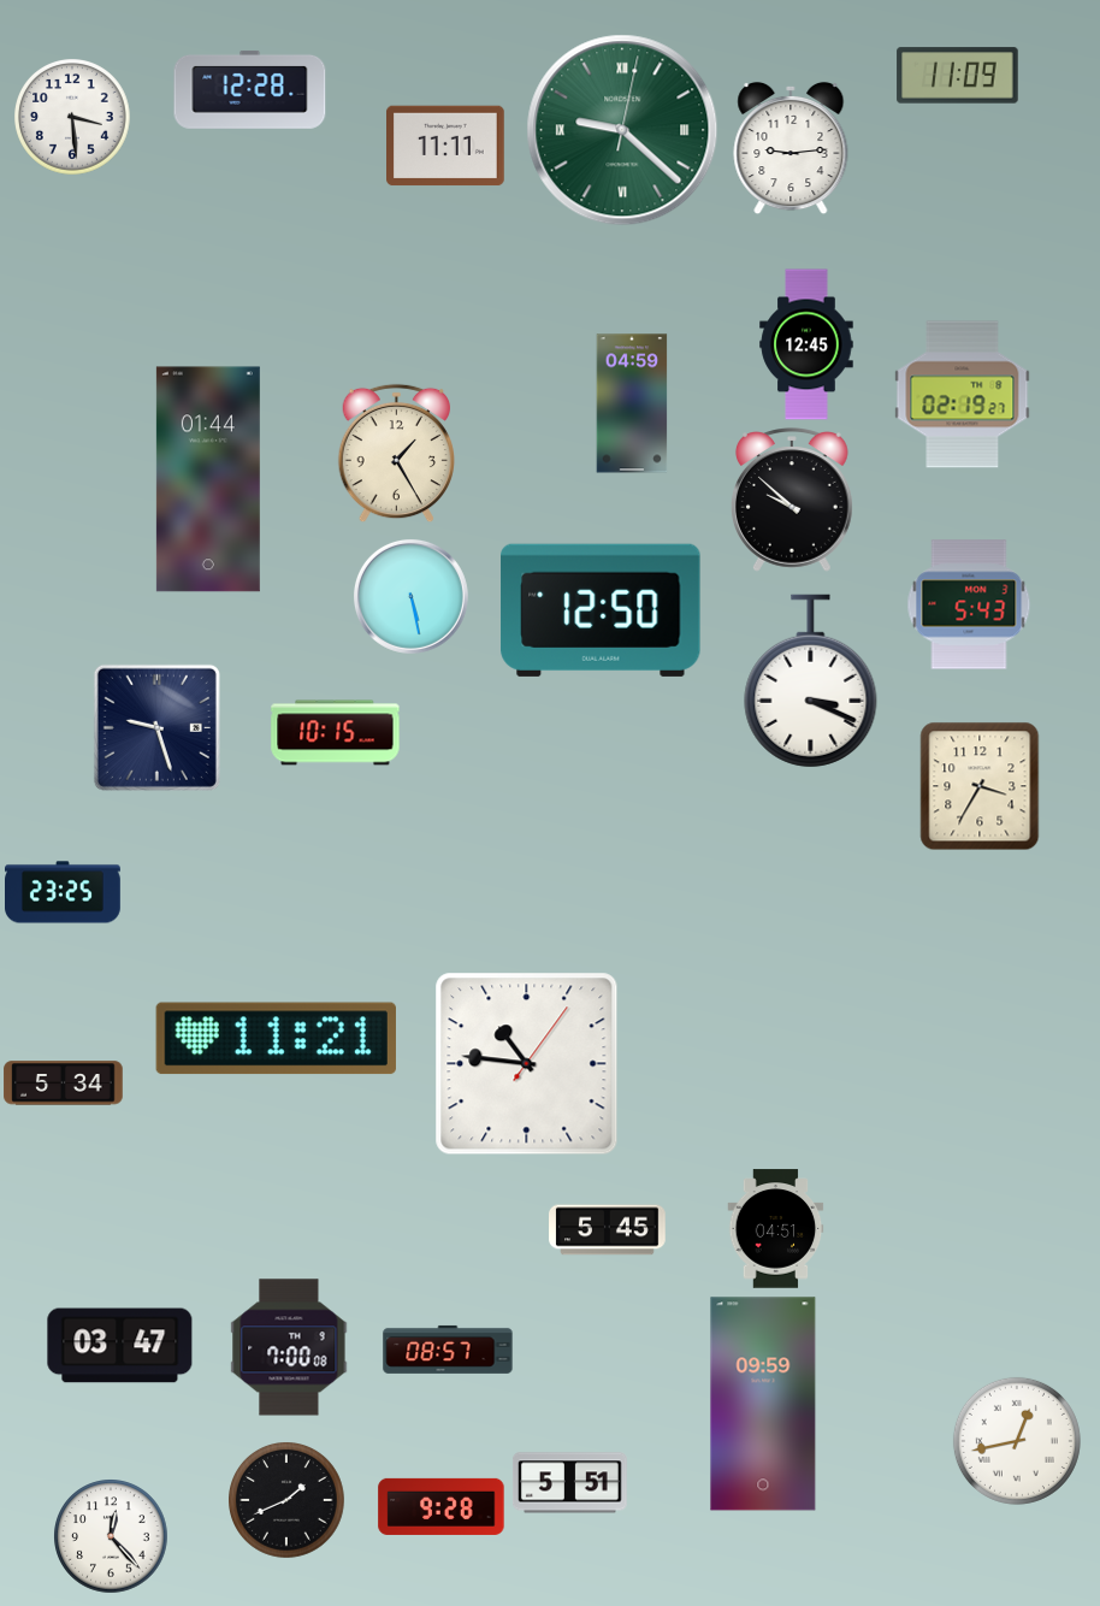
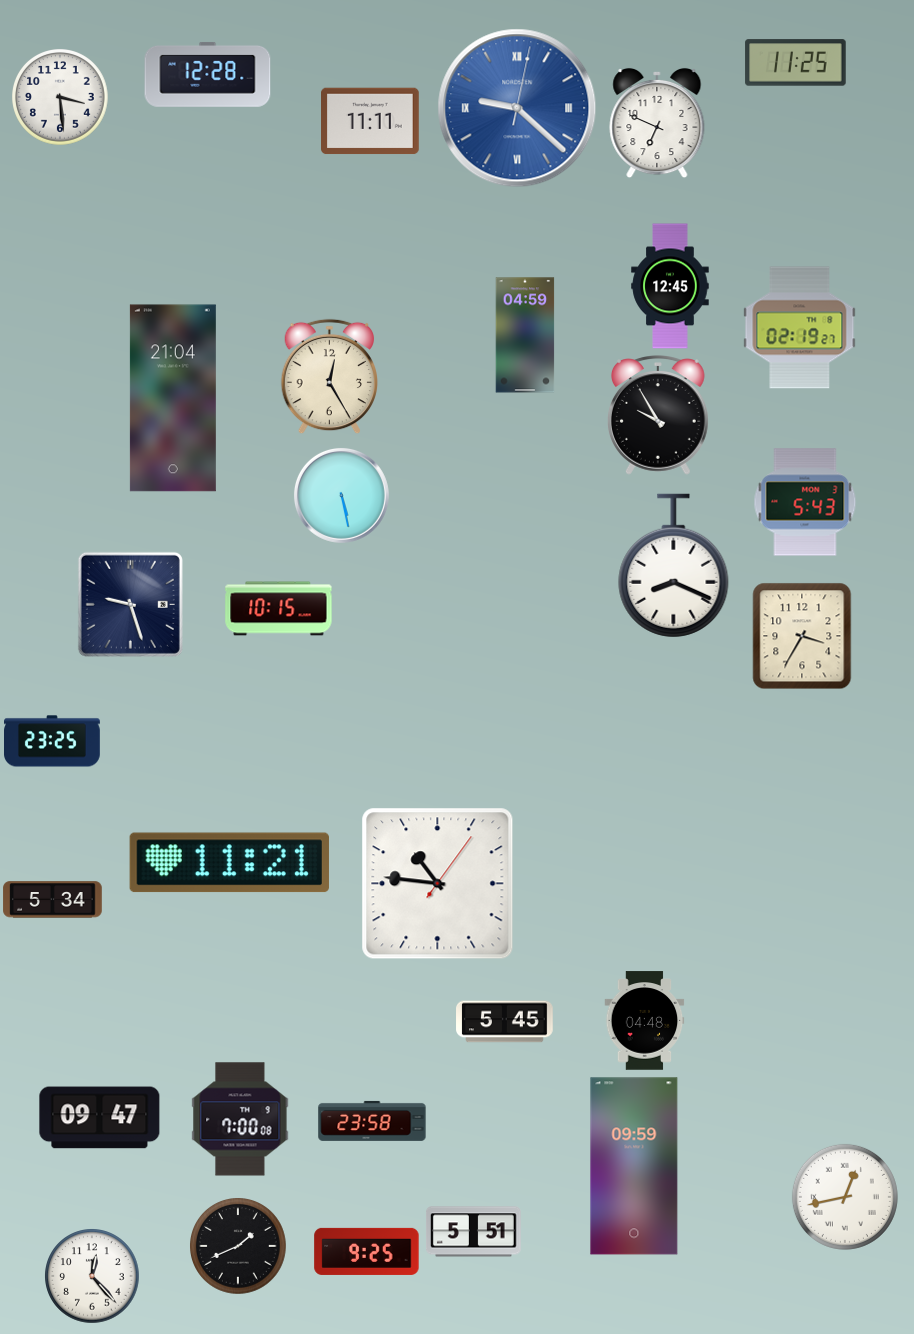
clock at (958, 76): 11:09 -> 11:25
clock at (622, 130) dial: green -> blue
clock at (791, 148): 9:14 -> 6:49
clock at (396, 453): 1:25 -> 12:25
clock at (208, 479): 01:44 -> 21:04
clock at (793, 500): 9:52 -> 9:55
clock at (601, 610): 12:50 -> none
clock at (811, 681): 3:19 -> 8:19
clock at (980, 786) position: (980, 786) -> (802, 636)
clock at (776, 1229): 04:51 -> 04:48
clock at (120, 1346): 03:47 -> 09:47
clock at (448, 1350): 08:57 -> 23:58
clock at (442, 1506): 9:28 -> 9:25
